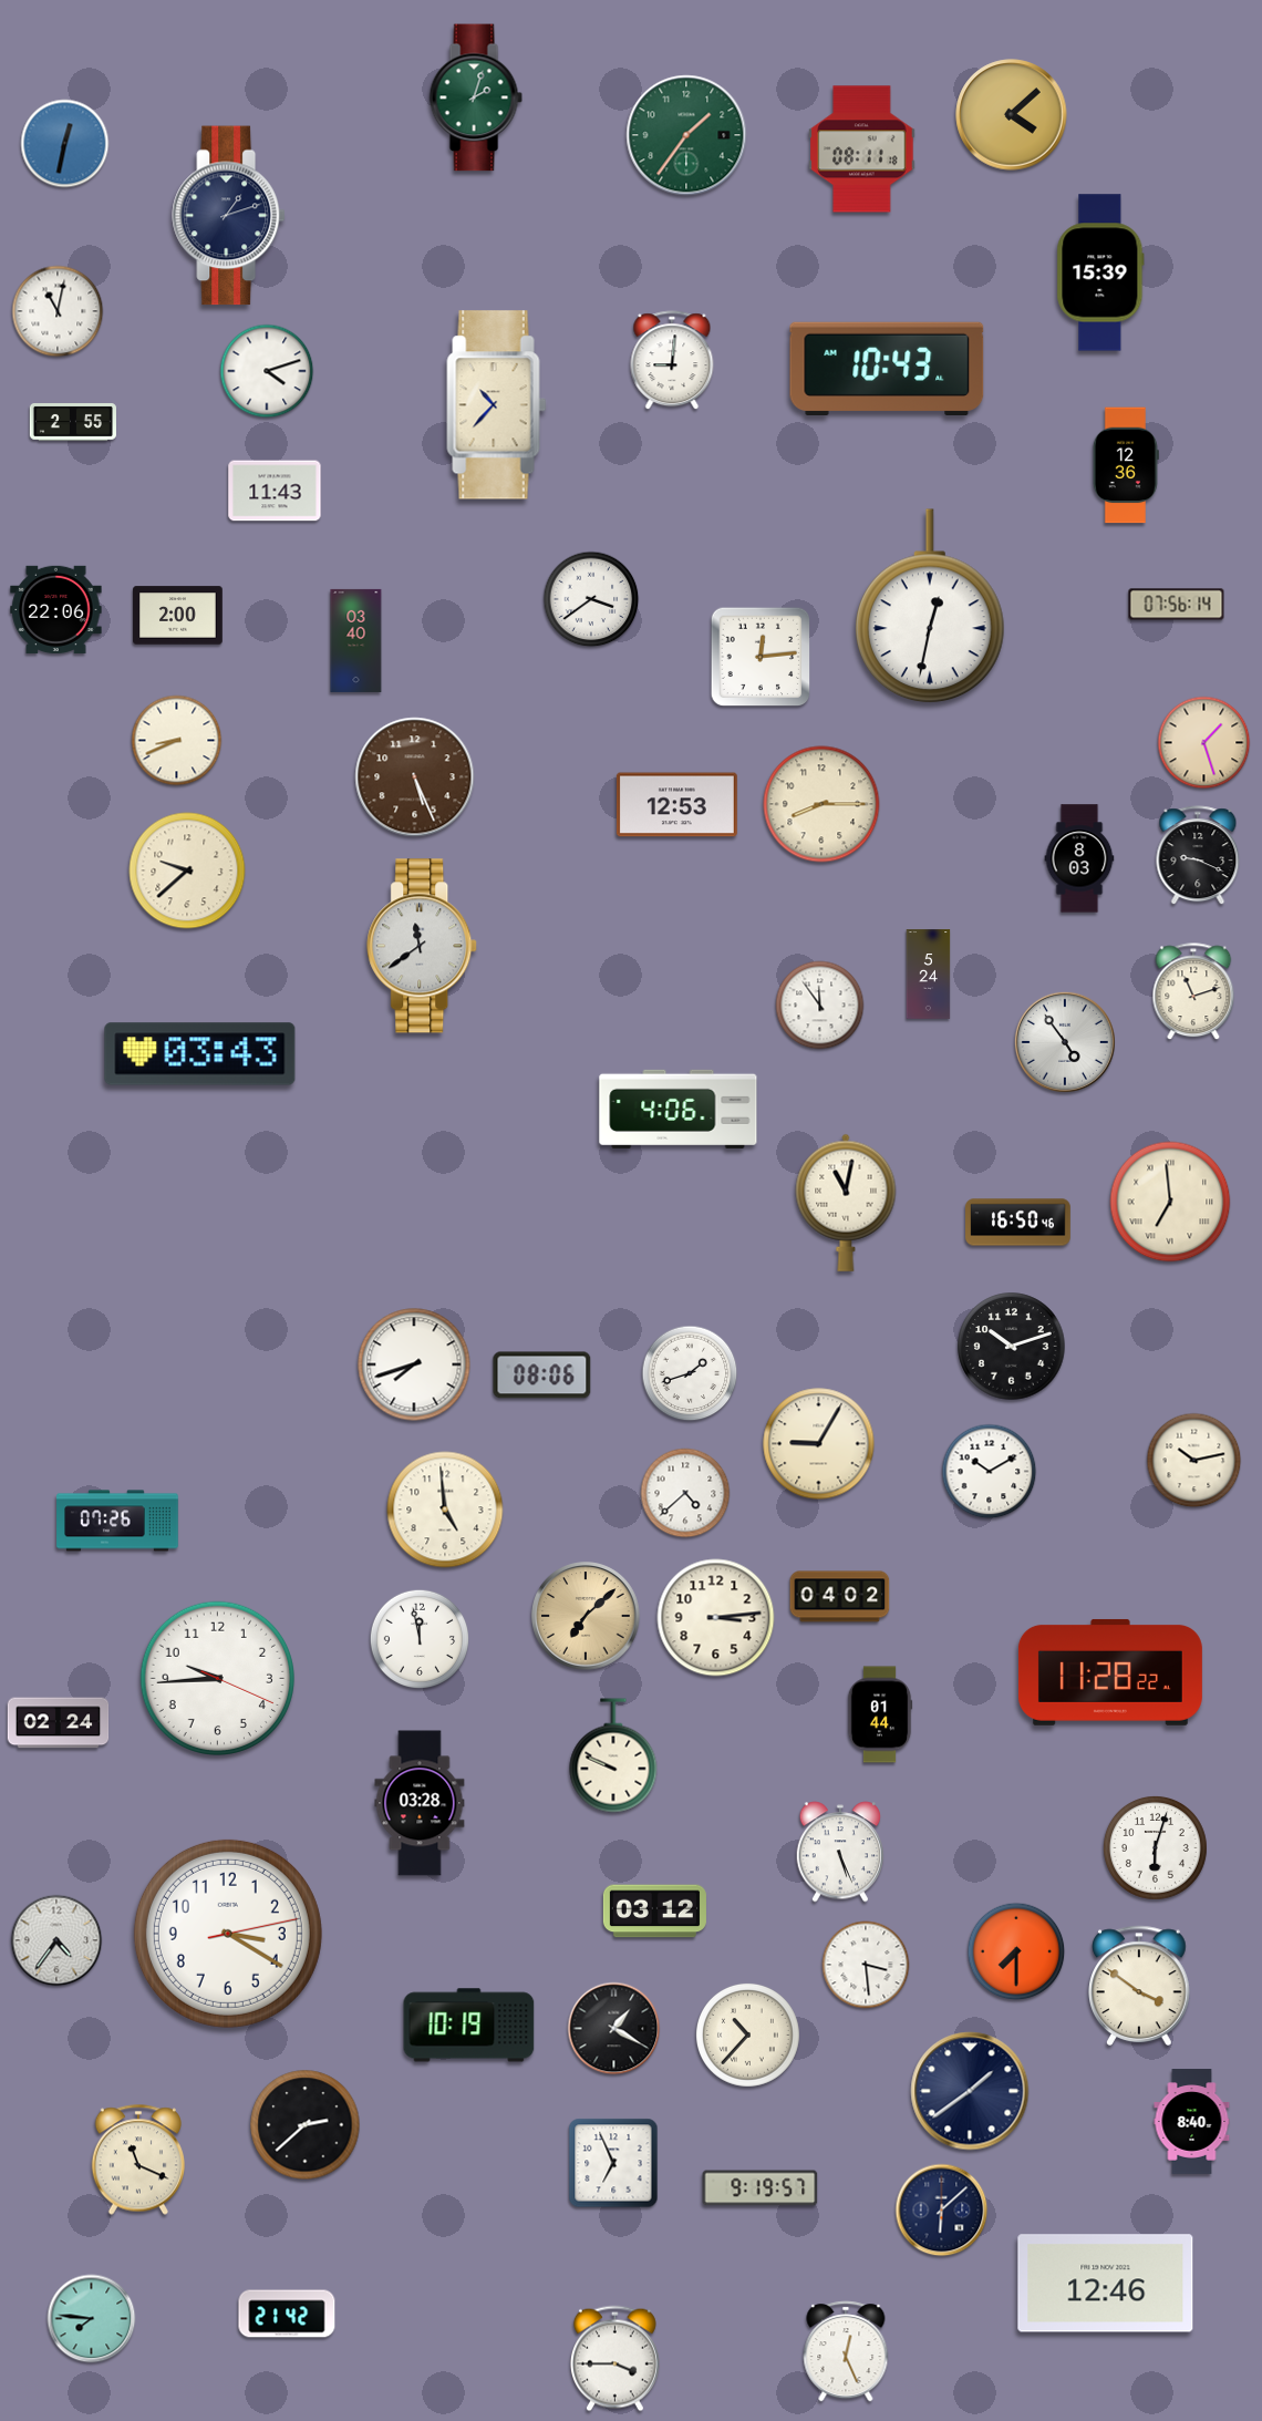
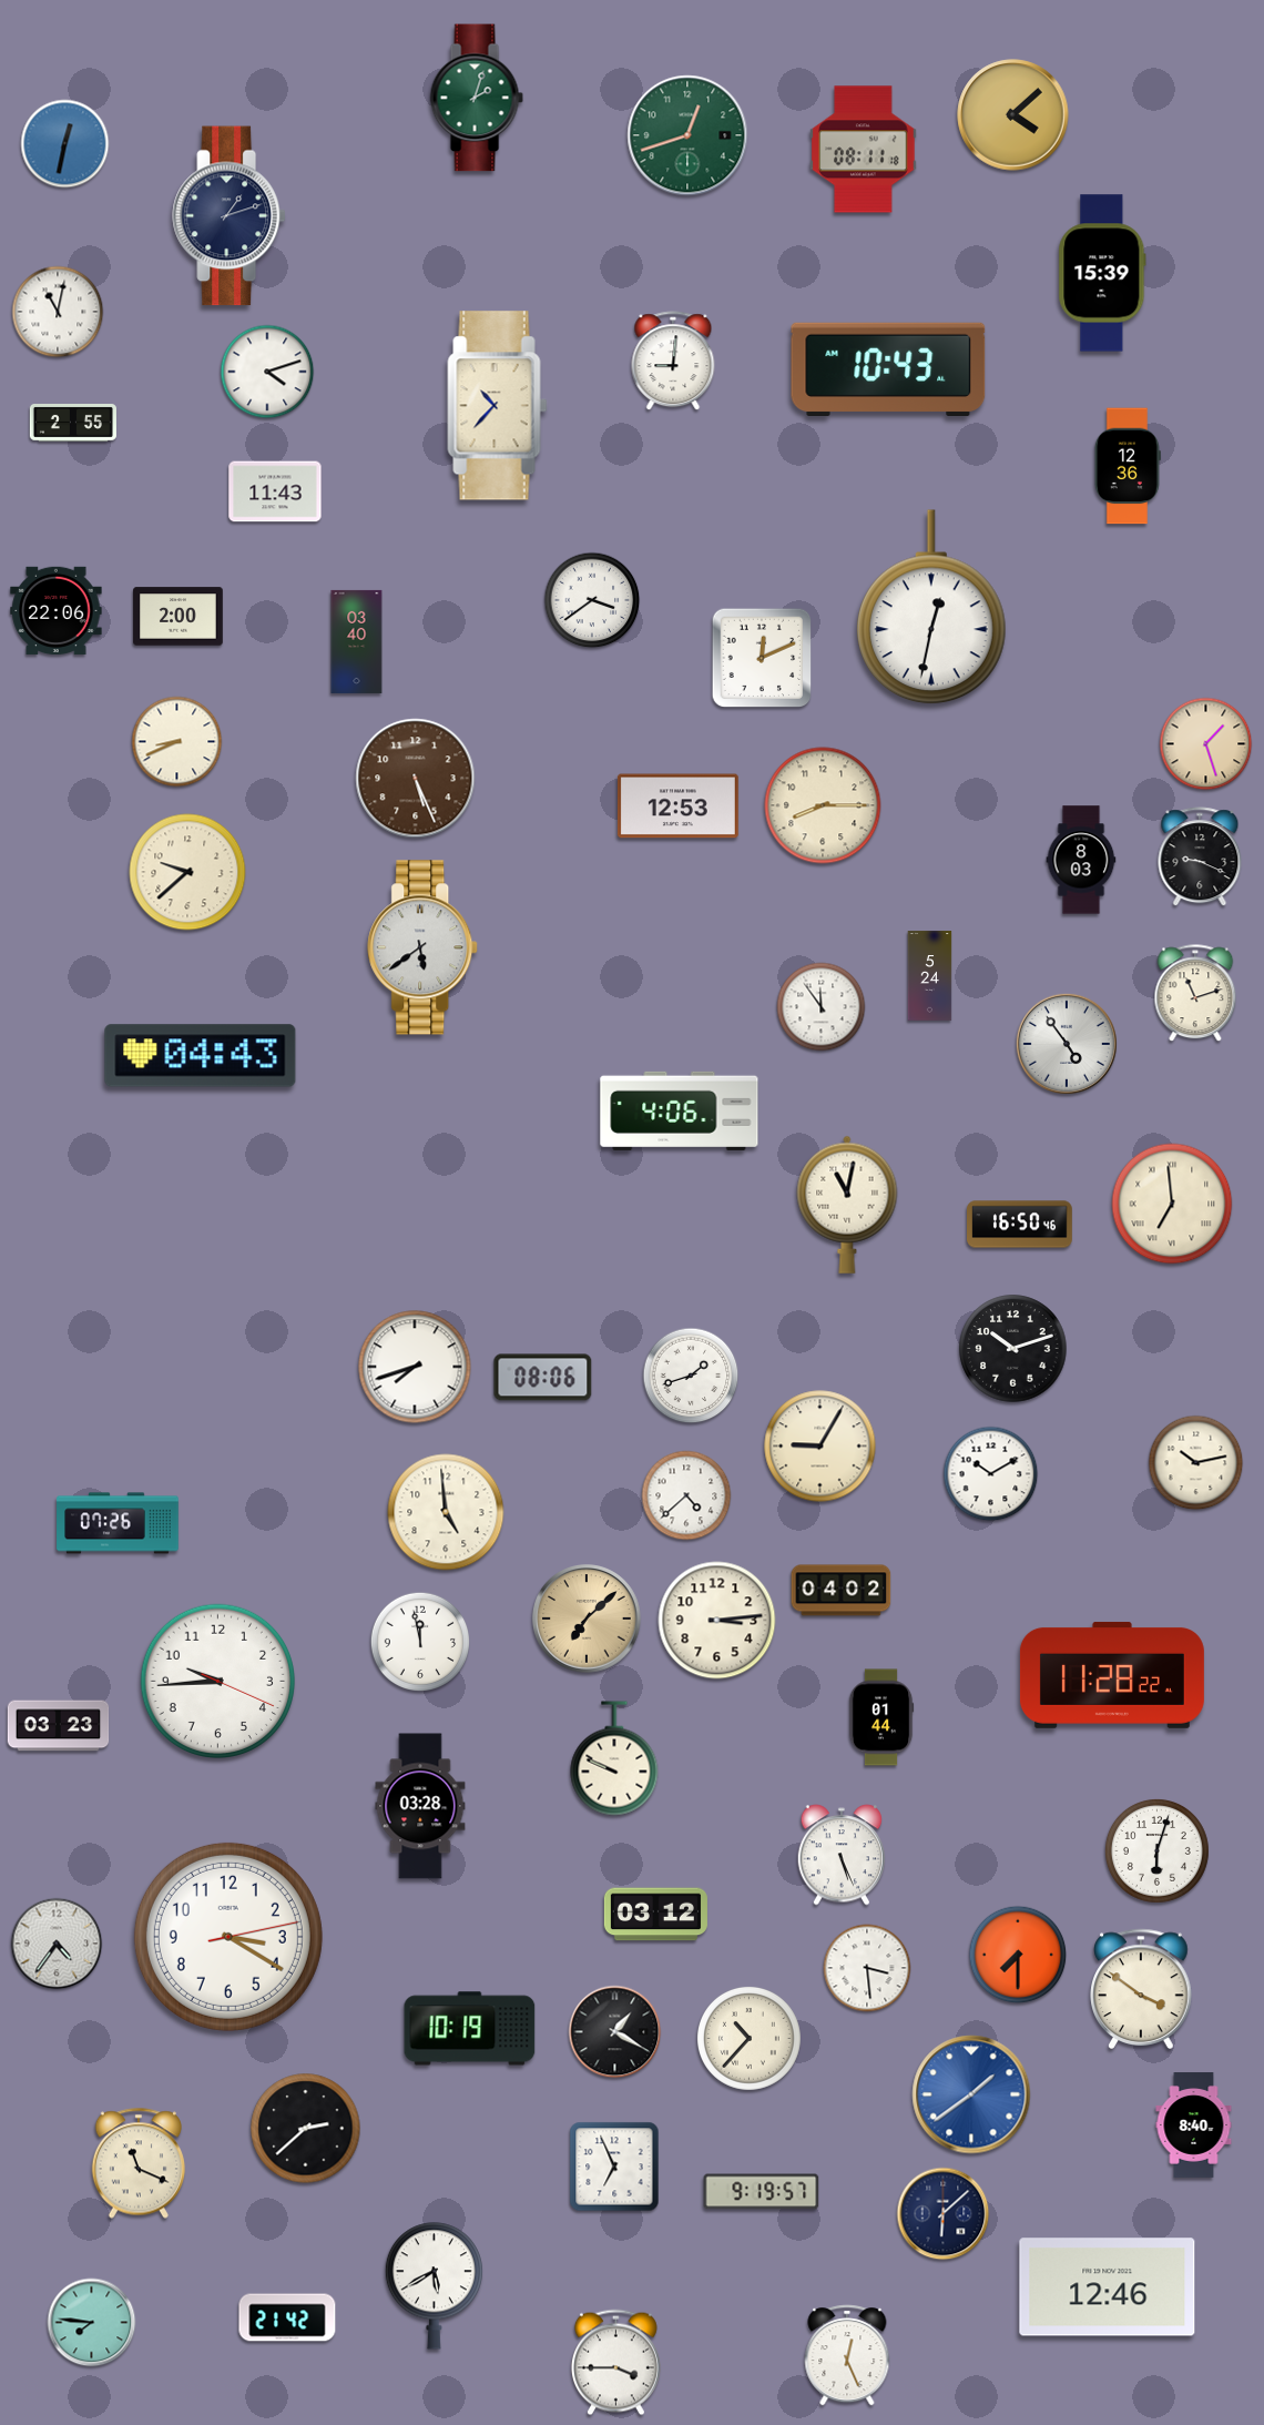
clock at (686, 135): 1:36 -> 12:42
clock at (1177, 605): 07:56 -> none
clock at (761, 657): 12:14 -> 12:11
clock at (423, 946): 11:39 -> 5:39
clock at (200, 1054): 03:43 -> 04:43
clock at (840, 1597) position: (840, 1597) -> (842, 1591)
clock at (59, 1723): 02:24 -> 03:23
clock at (970, 2091) dial: navy -> blue
clock at (434, 2286): none -> 5:40
